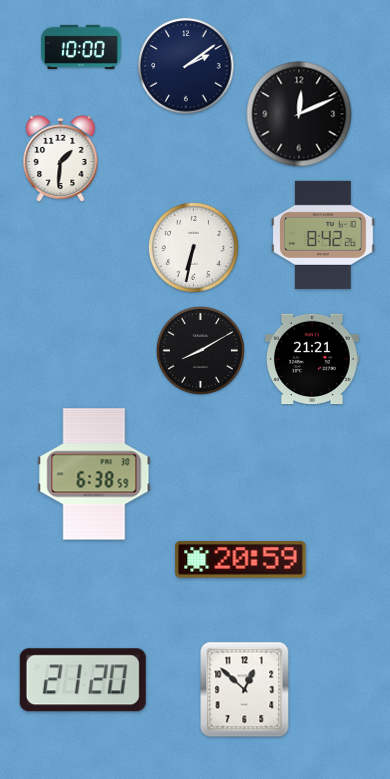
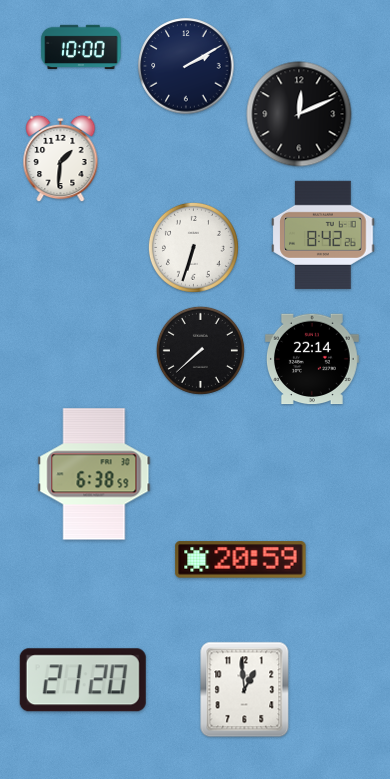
clock at (186, 66): 2:09 -> 2:10
clock at (193, 247): 6:32 -> 6:33
clock at (200, 350): 8:10 -> 7:38
clock at (312, 359): 21:21 -> 22:14
clock at (245, 690): 12:52 -> 12:59
